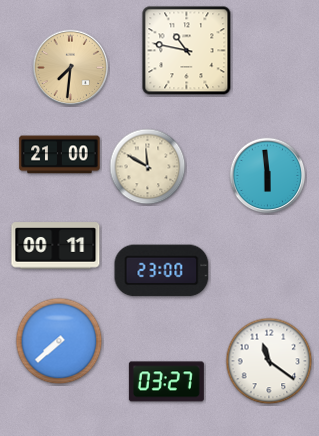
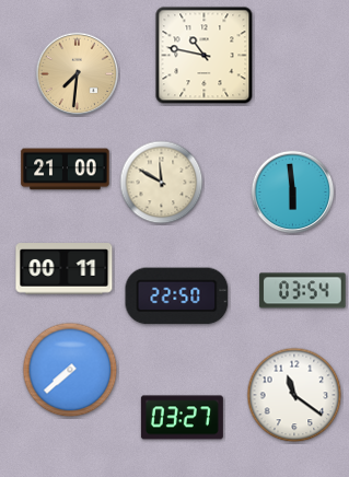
clock at (56, 246) position: (56, 246) -> (65, 269)
clock at (303, 291): none -> 03:54
clock at (162, 271): 23:00 -> 22:50
clock at (59, 341) position: (59, 341) -> (70, 370)
